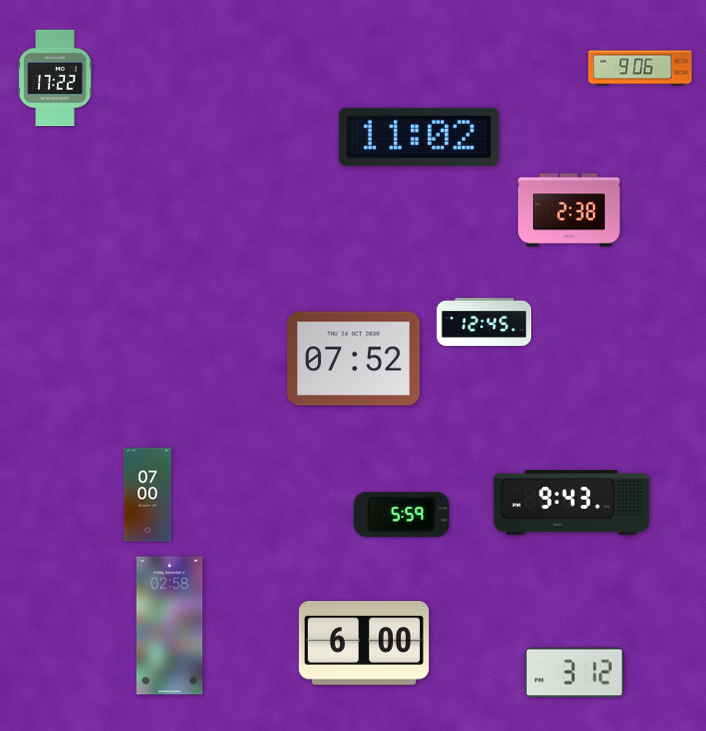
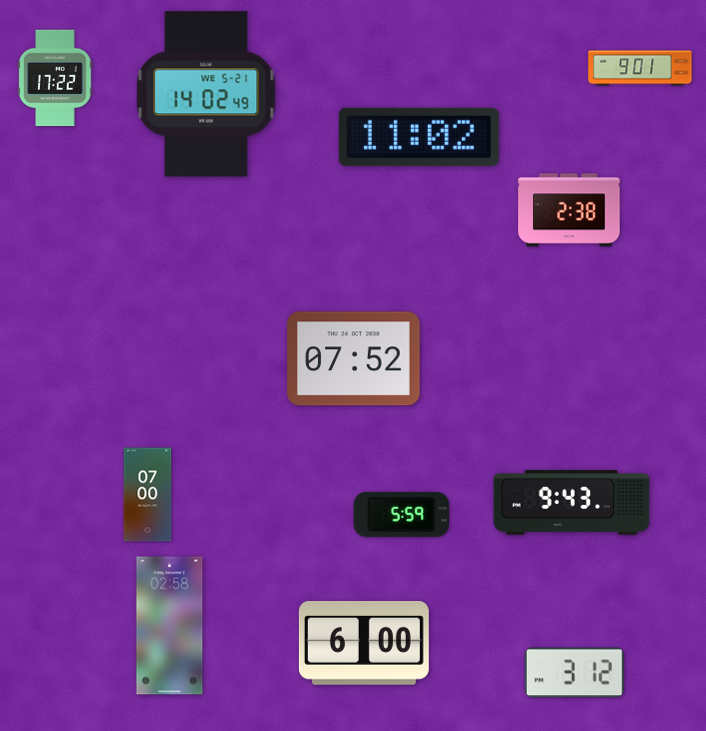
clock at (640, 68): 9:06 -> 9:01
clock at (206, 94): none -> 14:02
clock at (484, 322): 12:45 -> none
